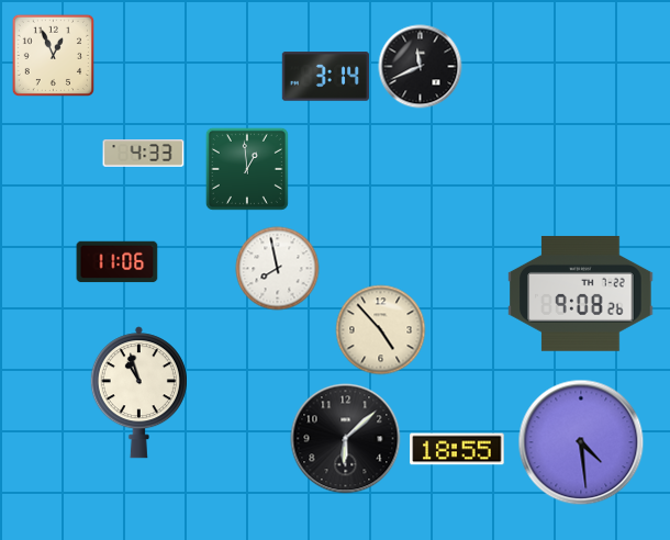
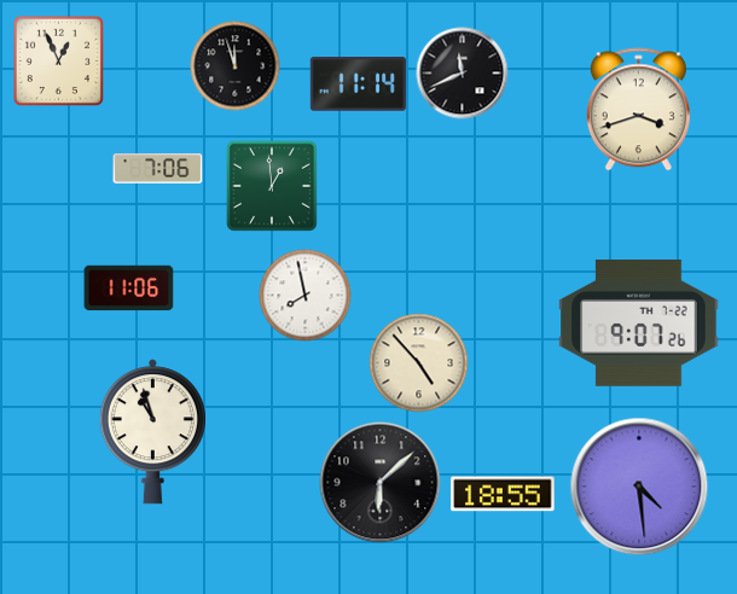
clock at (236, 66): none -> 11:57
clock at (325, 77): 3:14 -> 11:14
clock at (638, 110): none -> 3:42
clock at (144, 154): 4:33 -> 7:06
clock at (581, 293): 9:08 -> 9:07
